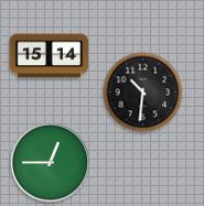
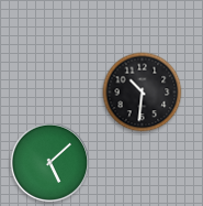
clock at (50, 56): 15:14 -> none
clock at (51, 163): 12:45 -> 5:08
